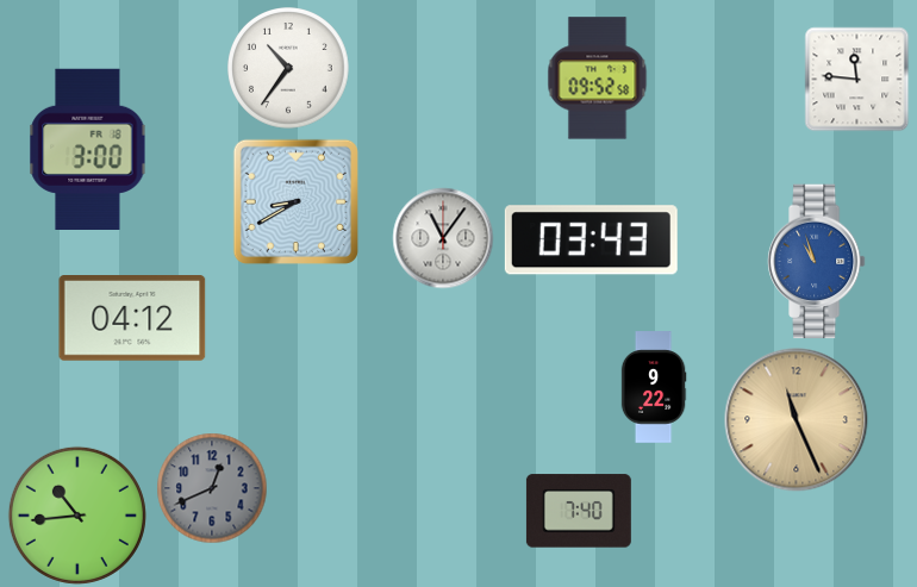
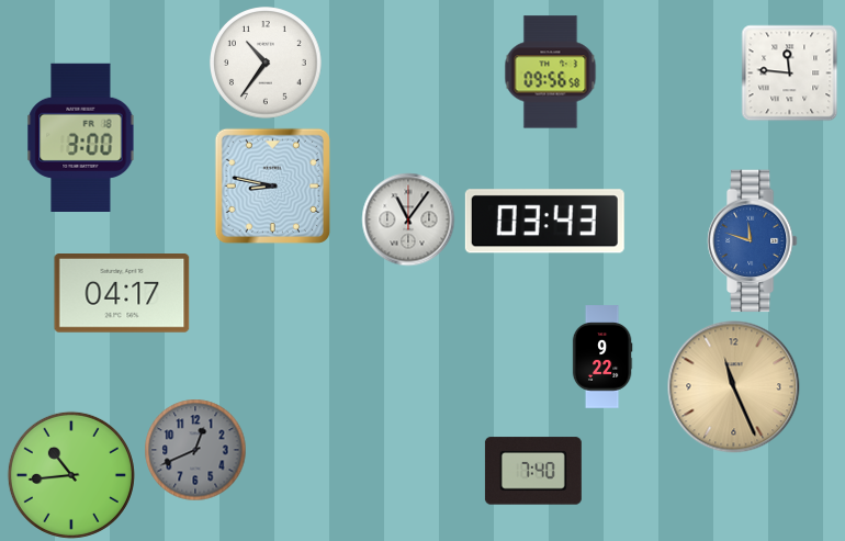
clock at (598, 79): 09:52 -> 09:56
clock at (295, 201): 8:40 -> 8:47
clock at (816, 262): 10:57 -> 11:48
clock at (132, 319): 04:12 -> 04:17
